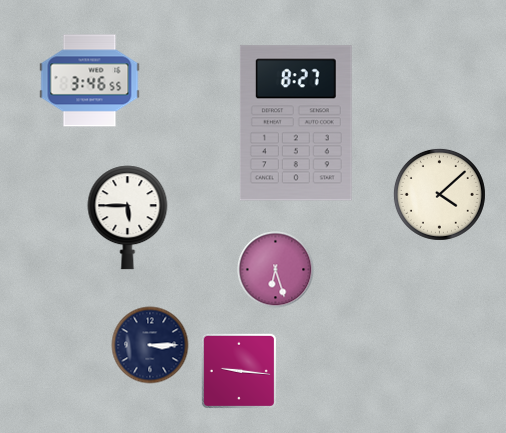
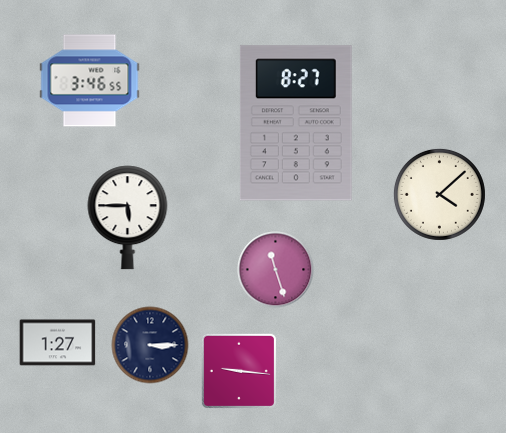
clock at (276, 270): 6:27 -> 11:27
clock at (58, 343): none -> 1:27
